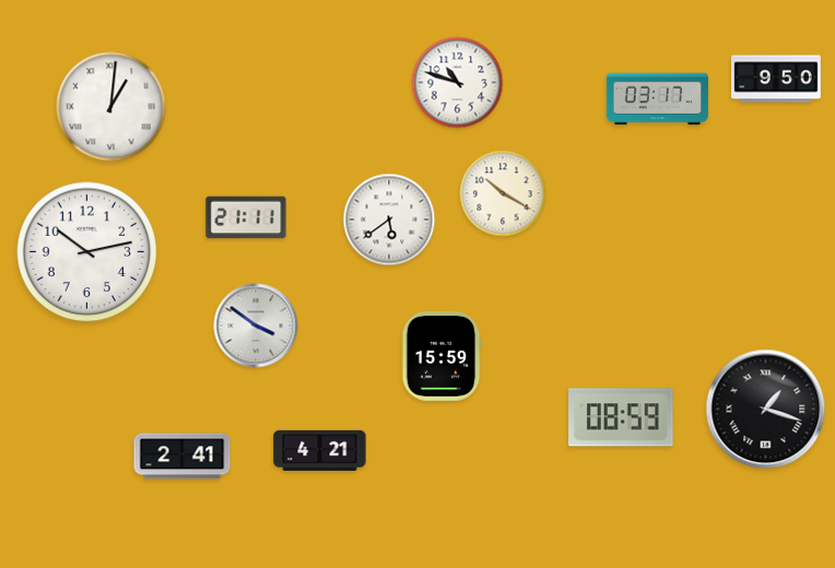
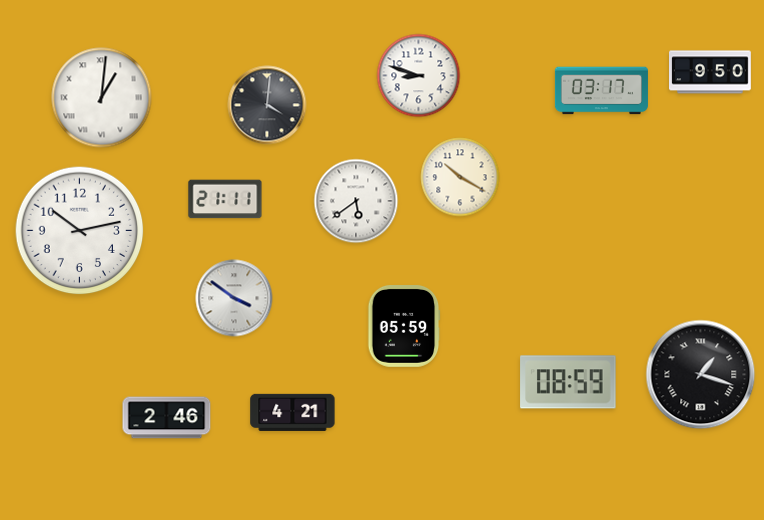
clock at (458, 83): 10:48 -> 8:48
clock at (267, 105): none -> 4:01
clock at (442, 357): 15:59 -> 05:59
clock at (183, 457): 2:41 -> 2:46
